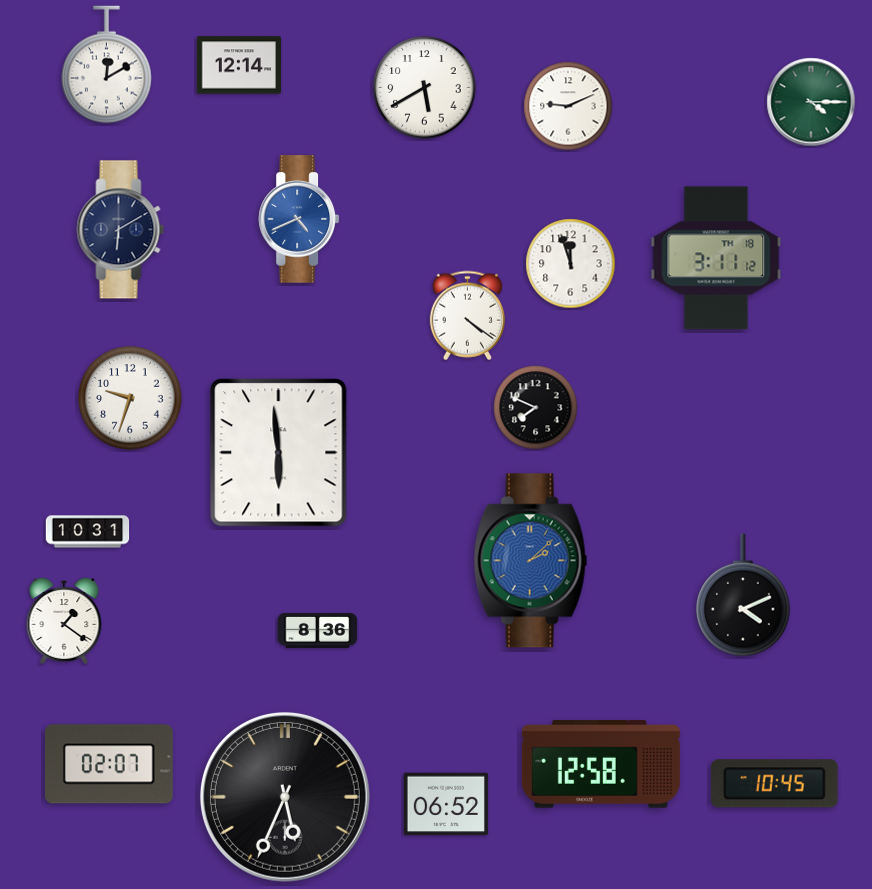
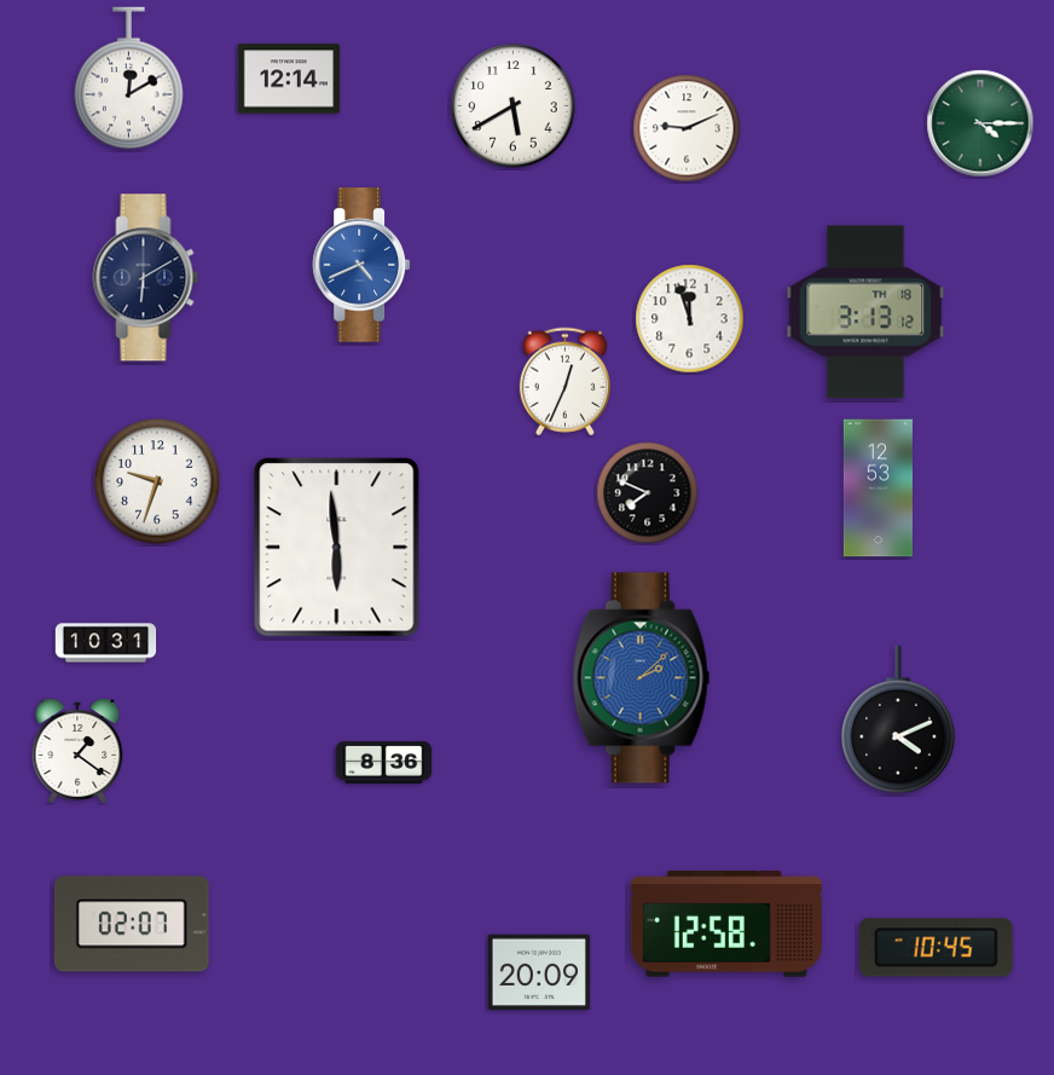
clock at (716, 258): 3:11 -> 3:13
clock at (467, 316): 4:21 -> 12:34
clock at (878, 489): none -> 12:53
clock at (285, 797): 5:34 -> none
clock at (446, 804): 06:52 -> 20:09
